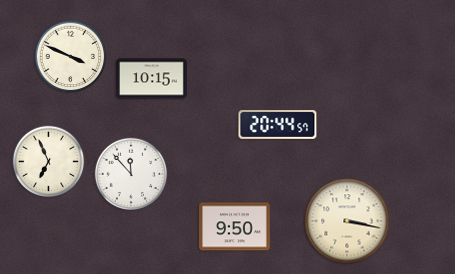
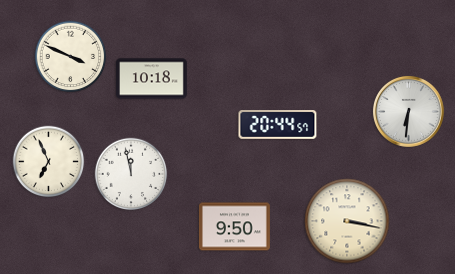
clock at (151, 79): 10:15 -> 10:18
clock at (408, 111): none -> 6:31
clock at (131, 174): 11:53 -> 11:58
